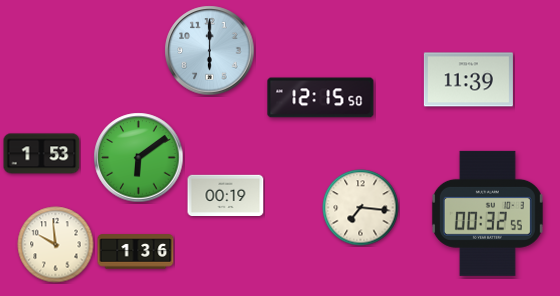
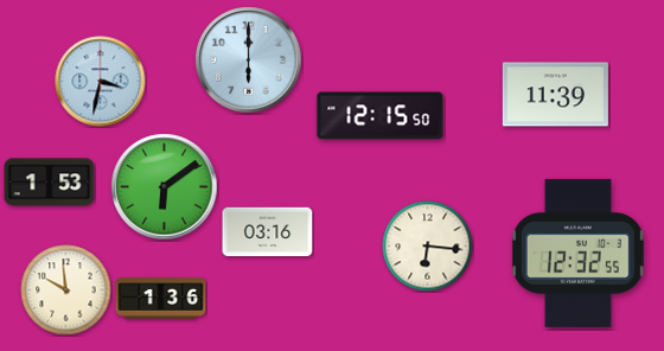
clock at (101, 82): none -> 3:32
clock at (226, 195): 00:19 -> 03:16
clock at (361, 208): 7:16 -> 6:16
clock at (487, 213): 00:32 -> 12:32
